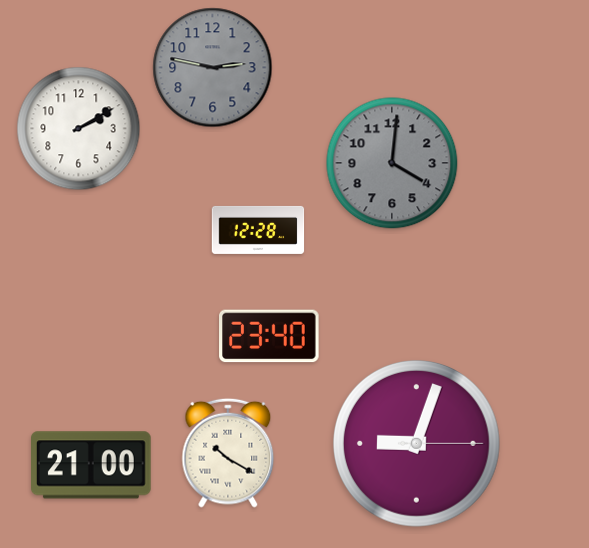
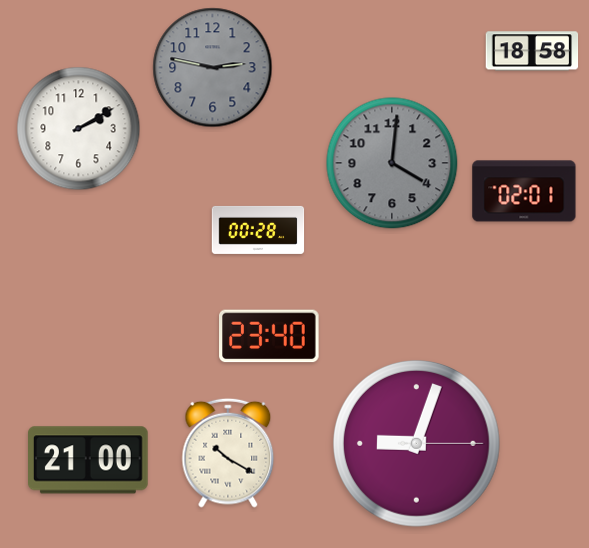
clock at (532, 51): none -> 18:58
clock at (524, 191): none -> 02:01
clock at (258, 230): 12:28 -> 00:28
clock at (92, 465) position: (92, 465) -> (89, 460)
